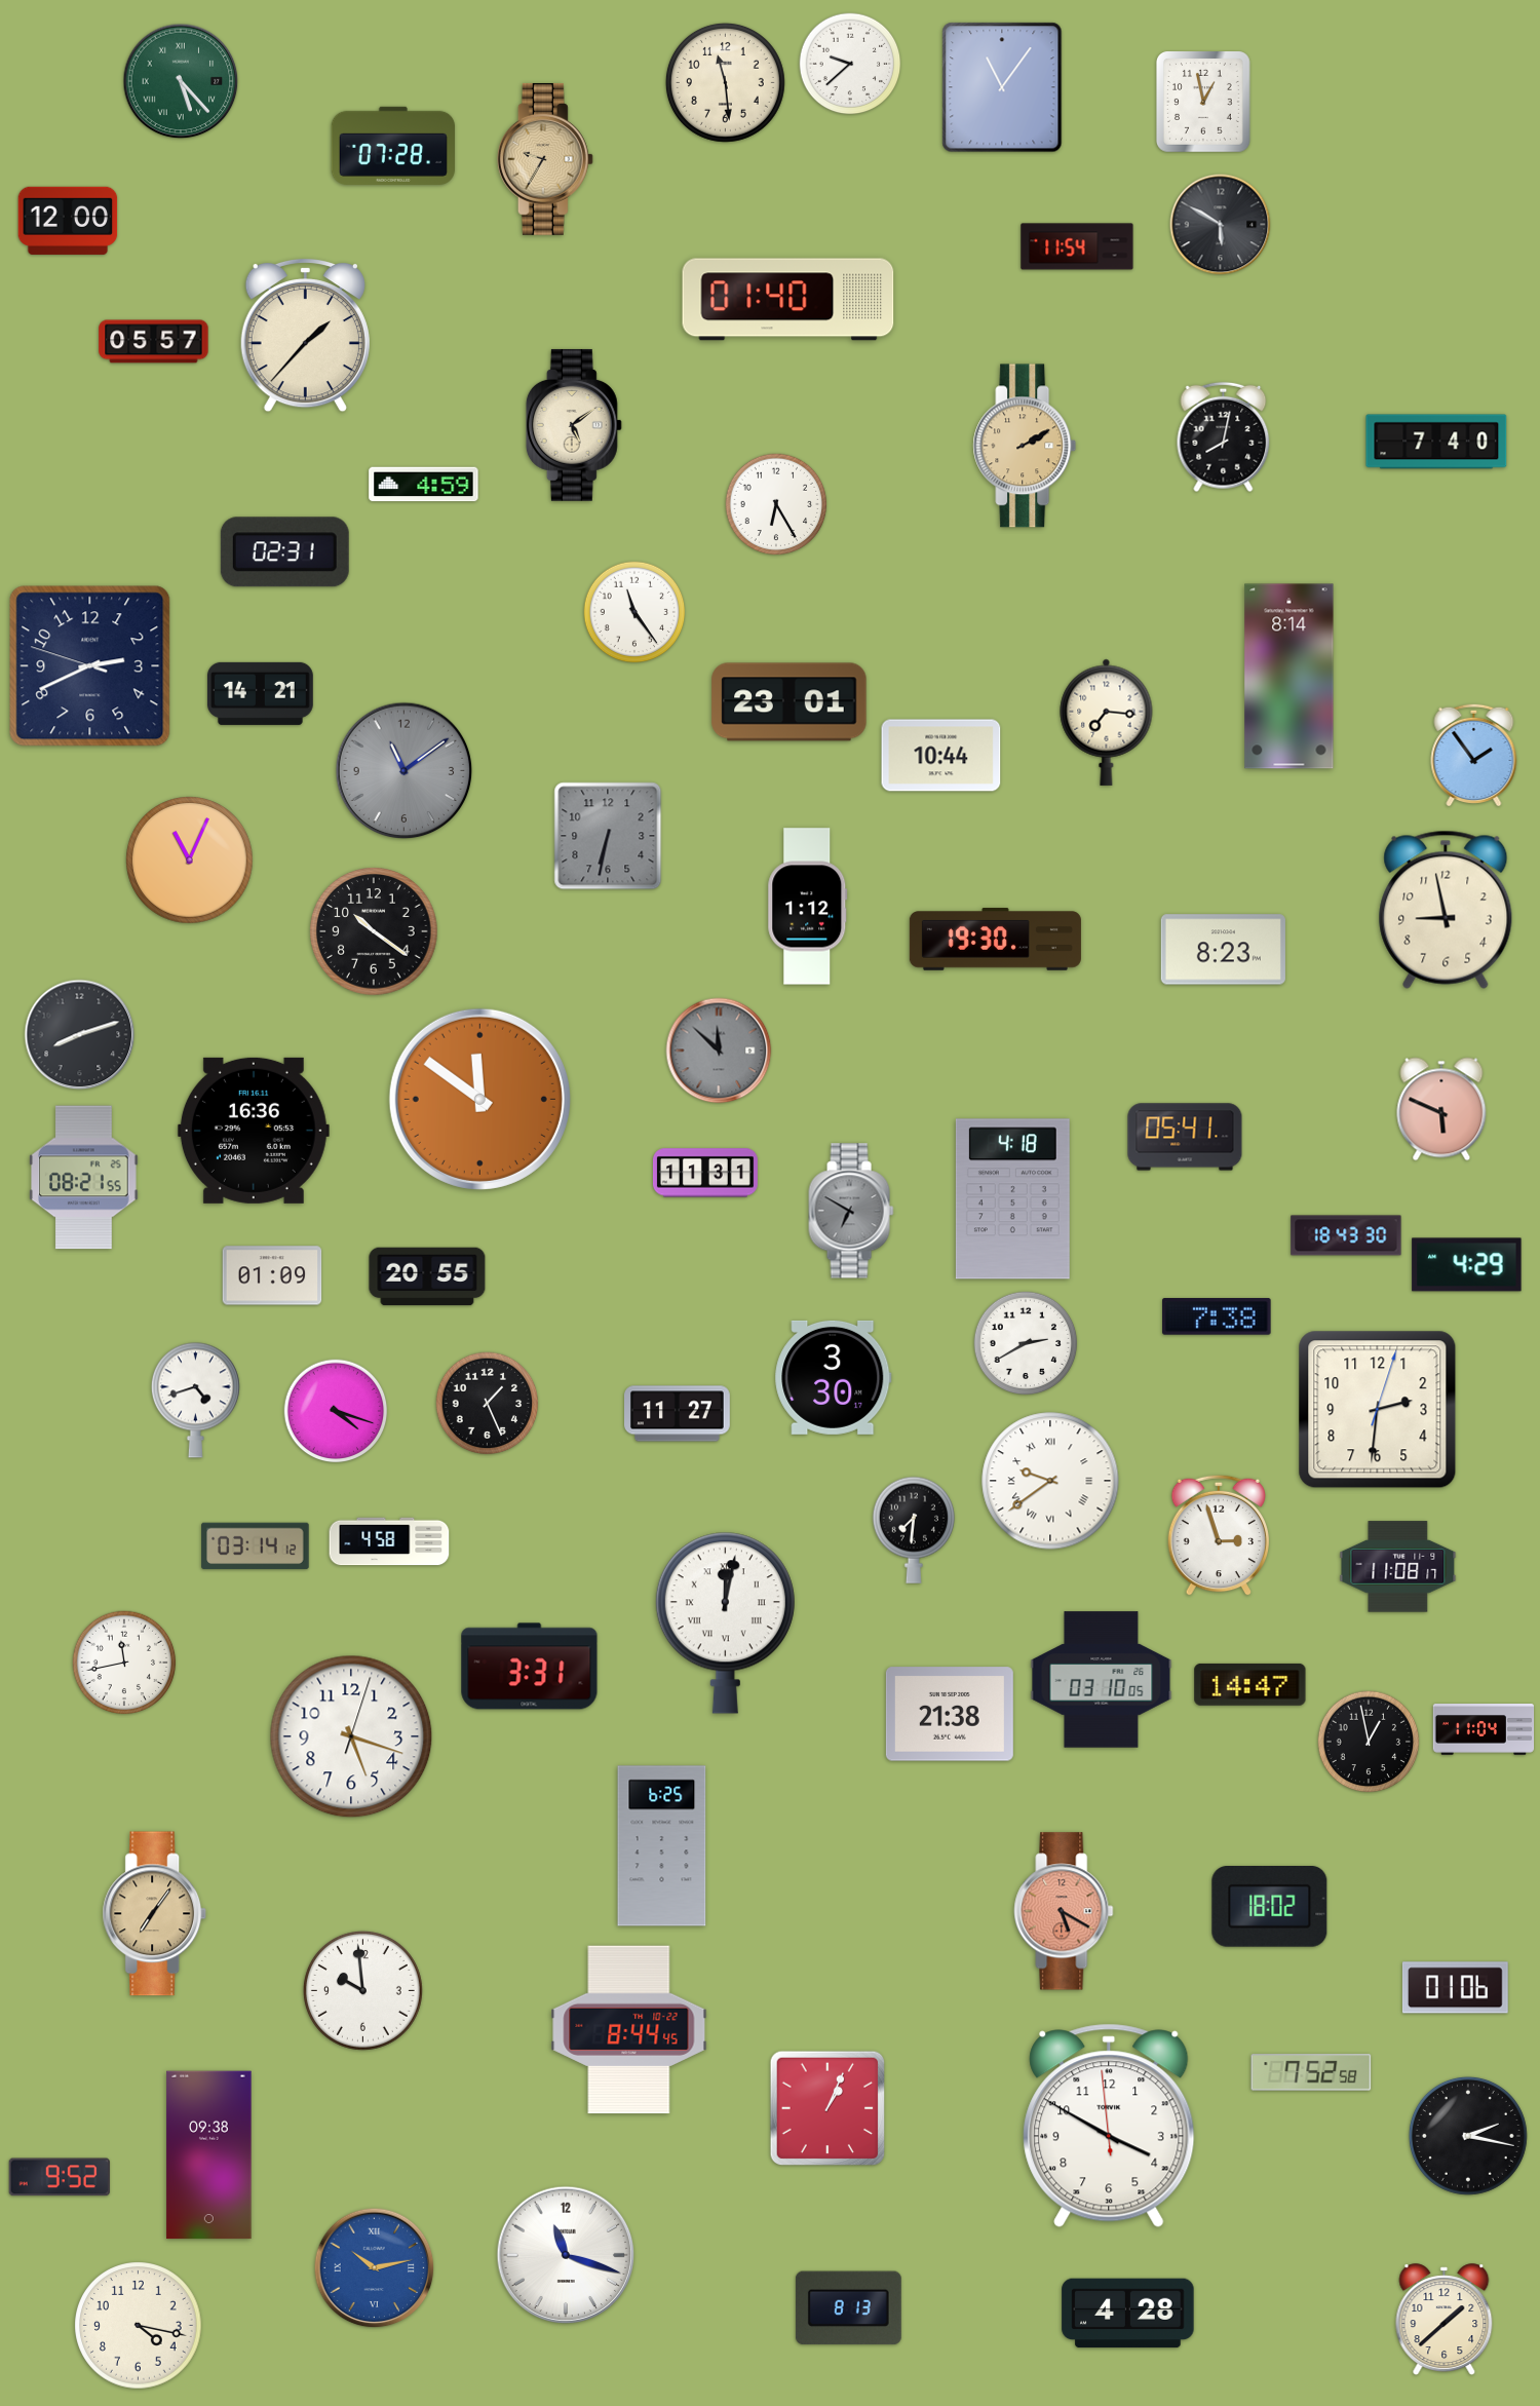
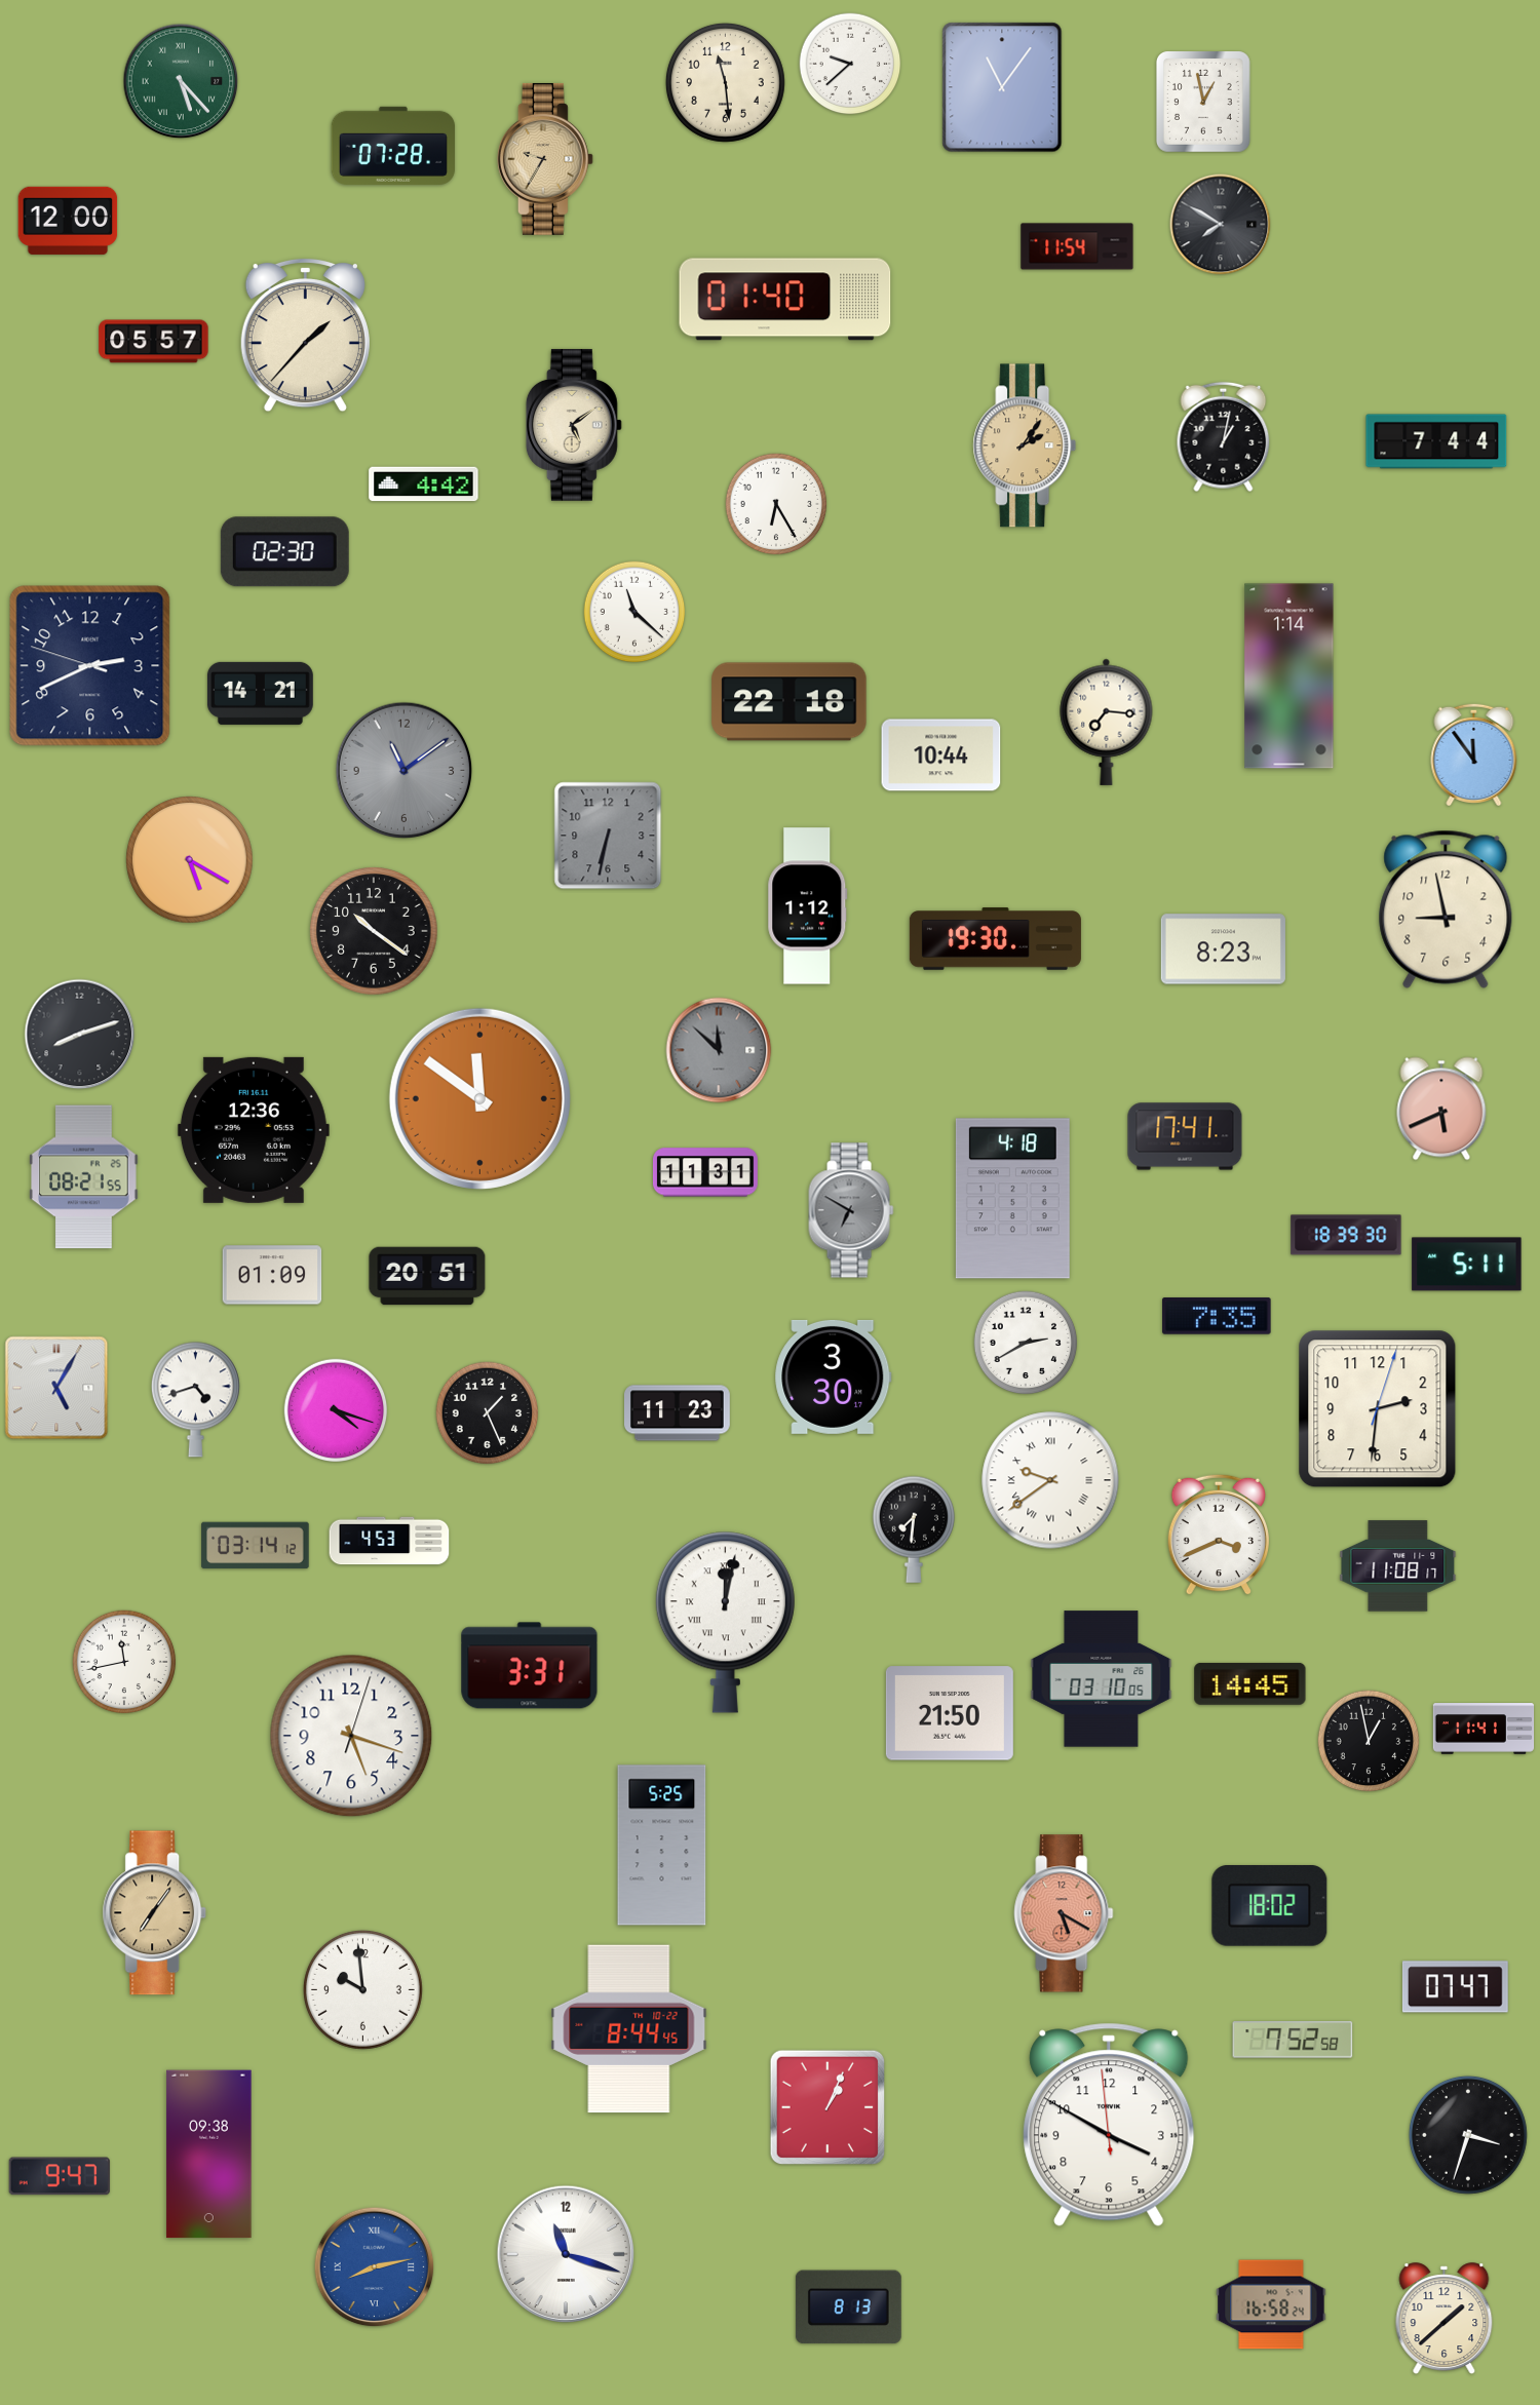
clock at (1221, 225): 5:50 -> 7:50
clock at (788, 300) position: (788, 300) -> (785, 300)
clock at (1224, 437): 8:02 -> 1:02
clock at (1436, 442): 7:40 -> 7:44
clock at (1025, 446): 2:10 -> 2:06
clock at (424, 485): 4:59 -> 4:42
clock at (284, 552): 02:31 -> 02:30
clock at (634, 612): 11:24 -> 11:22
clock at (1289, 677): 8:14 -> 1:14
clock at (790, 702): 23:01 -> 22:18
clock at (1474, 755): 1:54 -> 11:54
clock at (190, 861): 11:04 -> 5:20
clock at (1441, 1109): 5:49 -> 5:41
clock at (254, 1131): 16:36 -> 12:36
clock at (1185, 1137): 05:41 -> 17:41
clock at (1346, 1235): 18:43 -> 18:39
clock at (1467, 1265): 4:29 -> 5:11
clock at (427, 1276): 20:55 -> 20:51
clock at (1217, 1317): 7:38 -> 7:35
clock at (56, 1388): none -> 5:05
clock at (488, 1404) position: (488, 1404) -> (488, 1413)
clock at (678, 1414): 11:27 -> 11:23
clock at (1219, 1535): 2:57 -> 3:41
clock at (389, 1541): 4:58 -> 4:53
clock at (1250, 1684): 14:47 -> 14:45
clock at (950, 1714): 21:38 -> 21:50
clock at (1484, 1729): 11:04 -> 11:41
clock at (662, 1846): 6:25 -> 5:25
clock at (1064, 1911) position: (1064, 1911) -> (1064, 1913)
clock at (1455, 1988): 01:06 -> 07:47
clock at (1311, 2072) position: (1311, 2072) -> (1293, 2040)
clock at (1468, 2136): 2:17 -> 3:33
clock at (60, 2177): 9:52 -> 9:47
clock at (375, 2268): 10:13 -> 8:13
clock at (1271, 2304): none -> 16:58
clock at (1128, 2314): 4:28 -> none
clock at (139, 2326): 4:17 -> none
